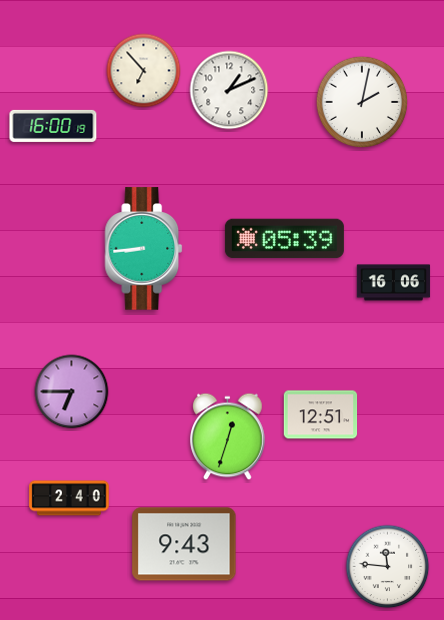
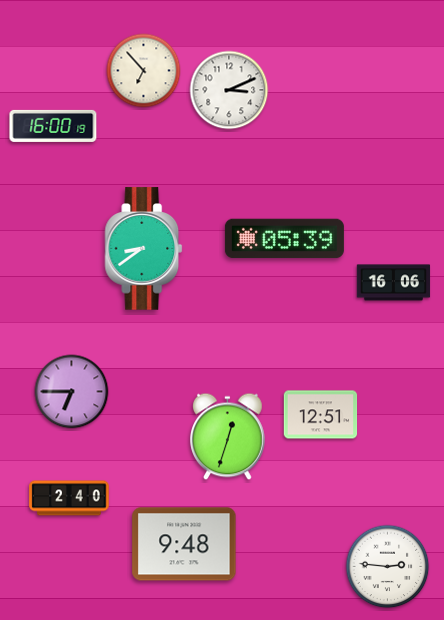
clock at (229, 90): 1:11 -> 3:11
clock at (362, 102): 2:02 -> none
clock at (144, 249): 8:44 -> 8:39
clock at (184, 544): 9:43 -> 9:48
clock at (388, 567): 11:46 -> 2:46
